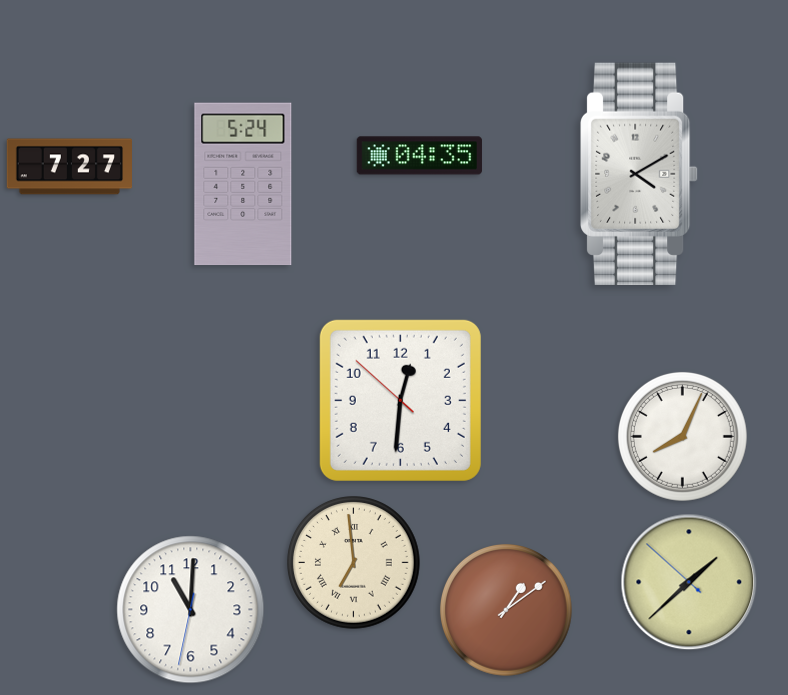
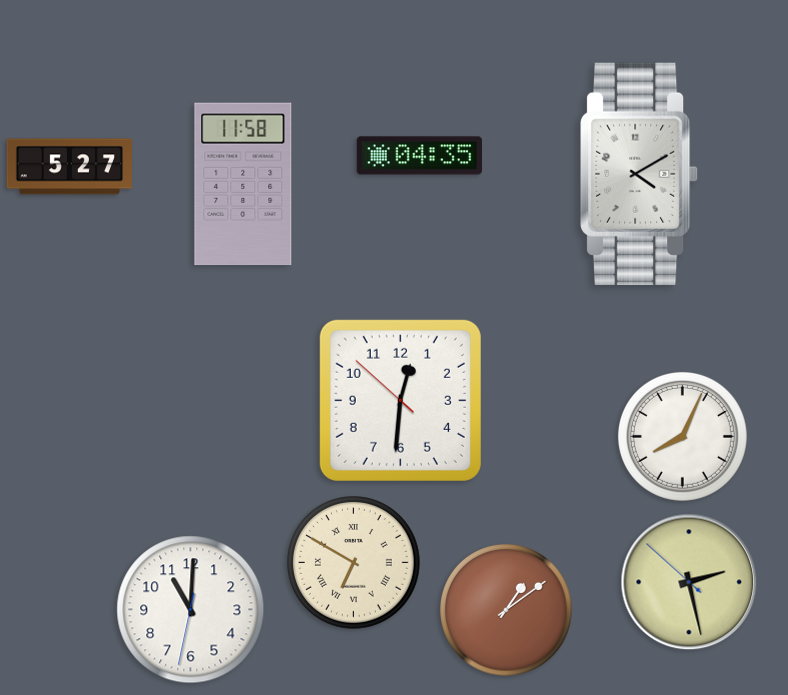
clock at (69, 167): 7:27 -> 5:27
clock at (243, 184): 5:24 -> 11:58
clock at (354, 563): 6:59 -> 6:50
clock at (689, 582): 1:37 -> 2:27
